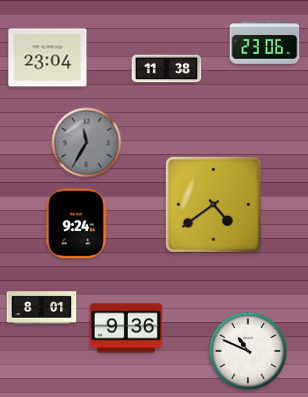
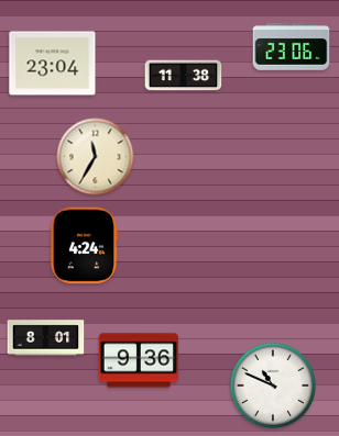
clock at (87, 143) dial: grey -> cream
clock at (213, 204): 4:39 -> none
clock at (76, 224): 9:24 -> 4:24
